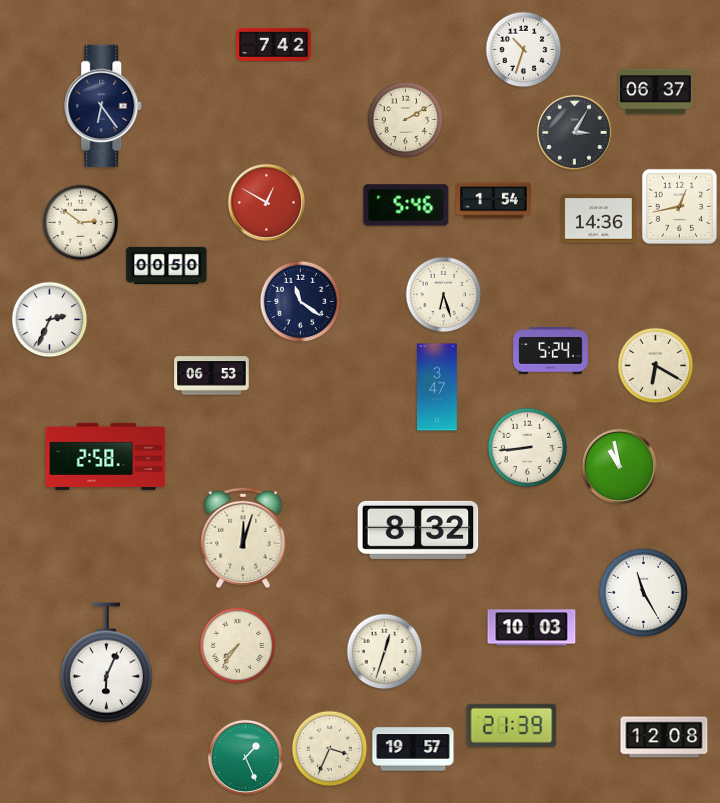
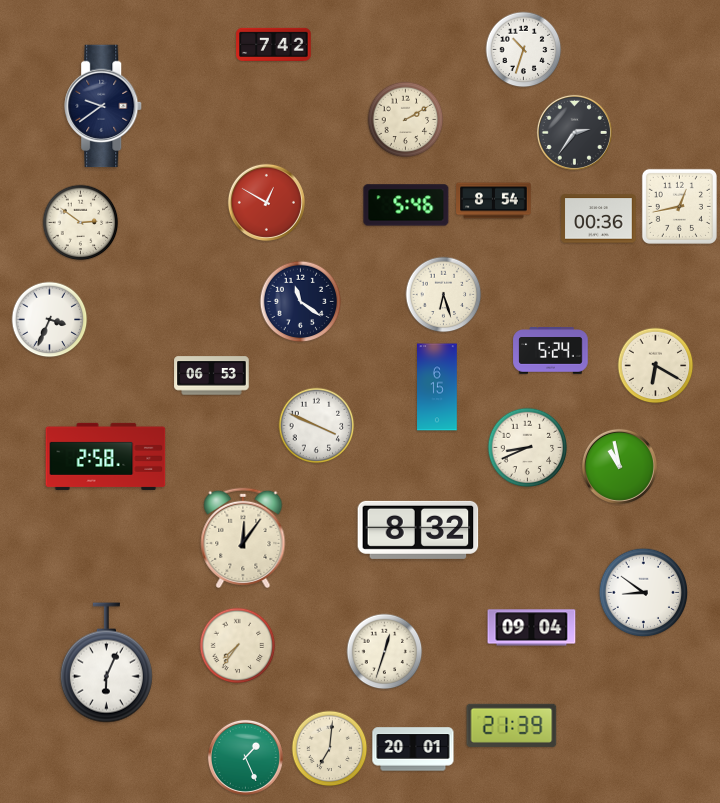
clock at (656, 92): 06:37 -> none
clock at (104, 106): 6:24 -> 9:39
clock at (574, 132): 3:05 -> 2:36
clock at (494, 201): 1:54 -> 8:54
clock at (599, 219): 14:36 -> 00:36
clock at (167, 266): 00:50 -> none
clock at (50, 320): 2:34 -> 3:34
clock at (437, 387): 3:47 -> 6:15
clock at (317, 426): none -> 3:49
clock at (528, 448): 8:44 -> 8:41
clock at (243, 537): 12:03 -> 12:06
clock at (644, 593): 11:25 -> 8:51
clock at (532, 628): 10:03 -> 09:04
clock at (664, 737): 12:08 -> none
clock at (330, 749): 3:34 -> 7:01
clock at (413, 749): 19:57 -> 20:01
